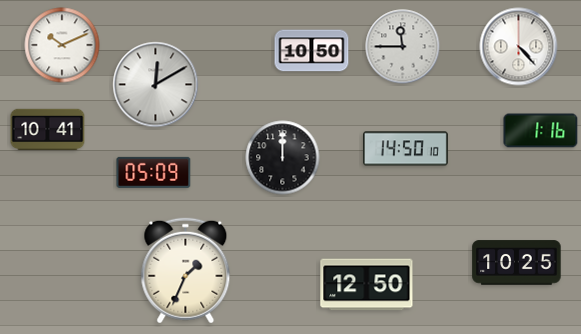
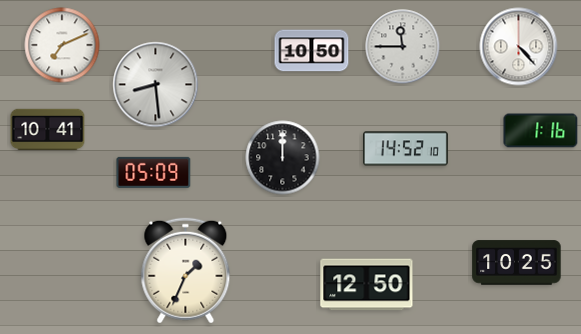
clock at (62, 45): 10:11 -> 7:11
clock at (156, 85): 12:10 -> 8:29
clock at (406, 149): 14:50 -> 14:52
